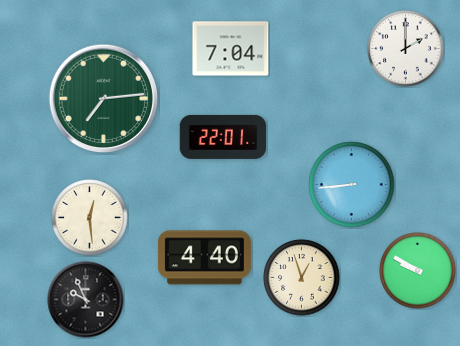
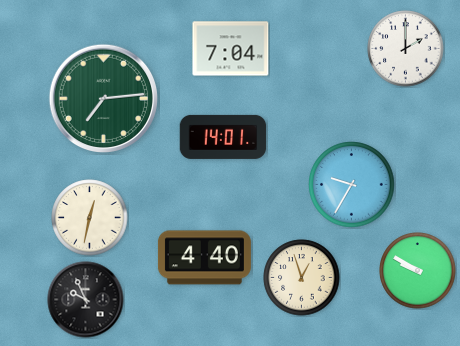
clock at (223, 137): 22:01 -> 14:01
clock at (352, 185): 8:44 -> 9:35
clock at (90, 218): 12:29 -> 12:32
